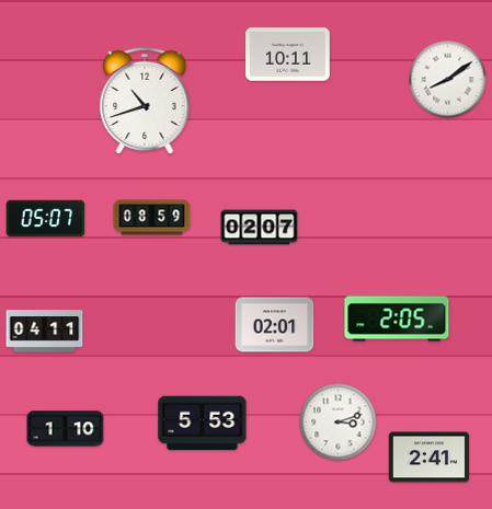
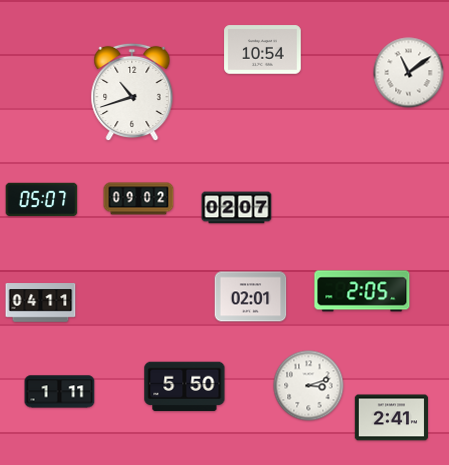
clock at (288, 55): 10:11 -> 10:54
clock at (448, 80): 8:09 -> 11:09
clock at (152, 218): 08:59 -> 09:02
clock at (203, 424): 5:53 -> 5:50
clock at (66, 429): 1:10 -> 1:11
